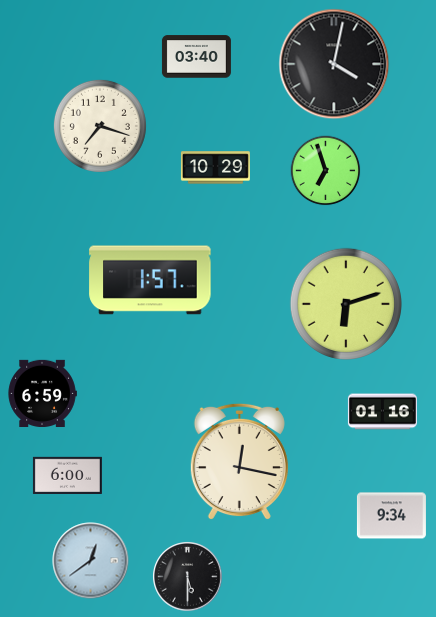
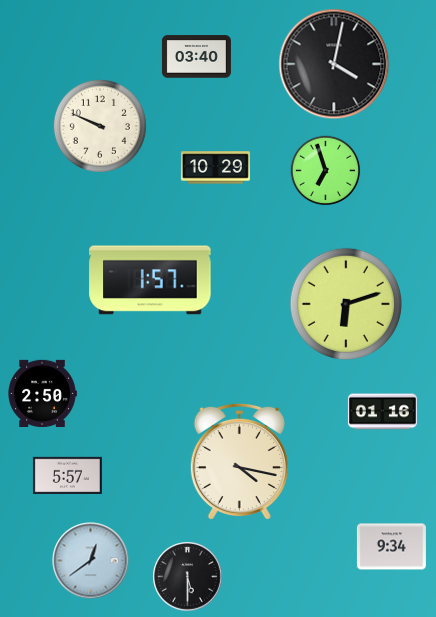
clock at (100, 126): 7:18 -> 9:49
clock at (42, 393): 6:59 -> 2:50
clock at (239, 462): 12:17 -> 4:17
clock at (67, 475): 6:00 -> 5:57
clock at (391, 516) position: (391, 516) -> (391, 547)
